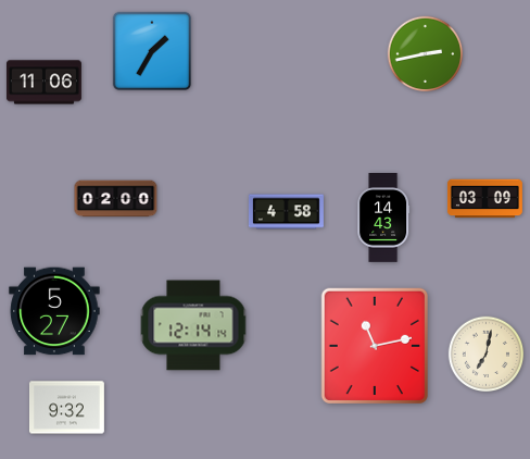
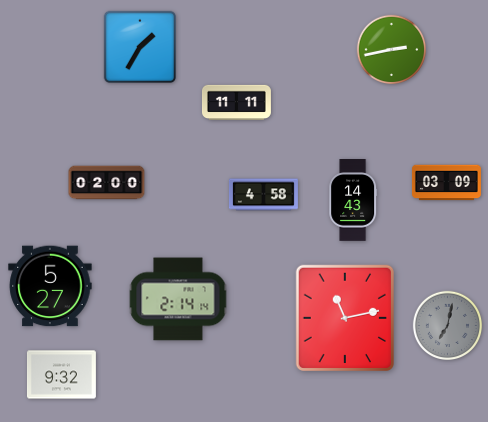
clock at (43, 83): 11:06 -> none
clock at (236, 102): none -> 11:11
clock at (193, 325): 12:14 -> 2:14
clock at (487, 355) dial: cream -> grey
